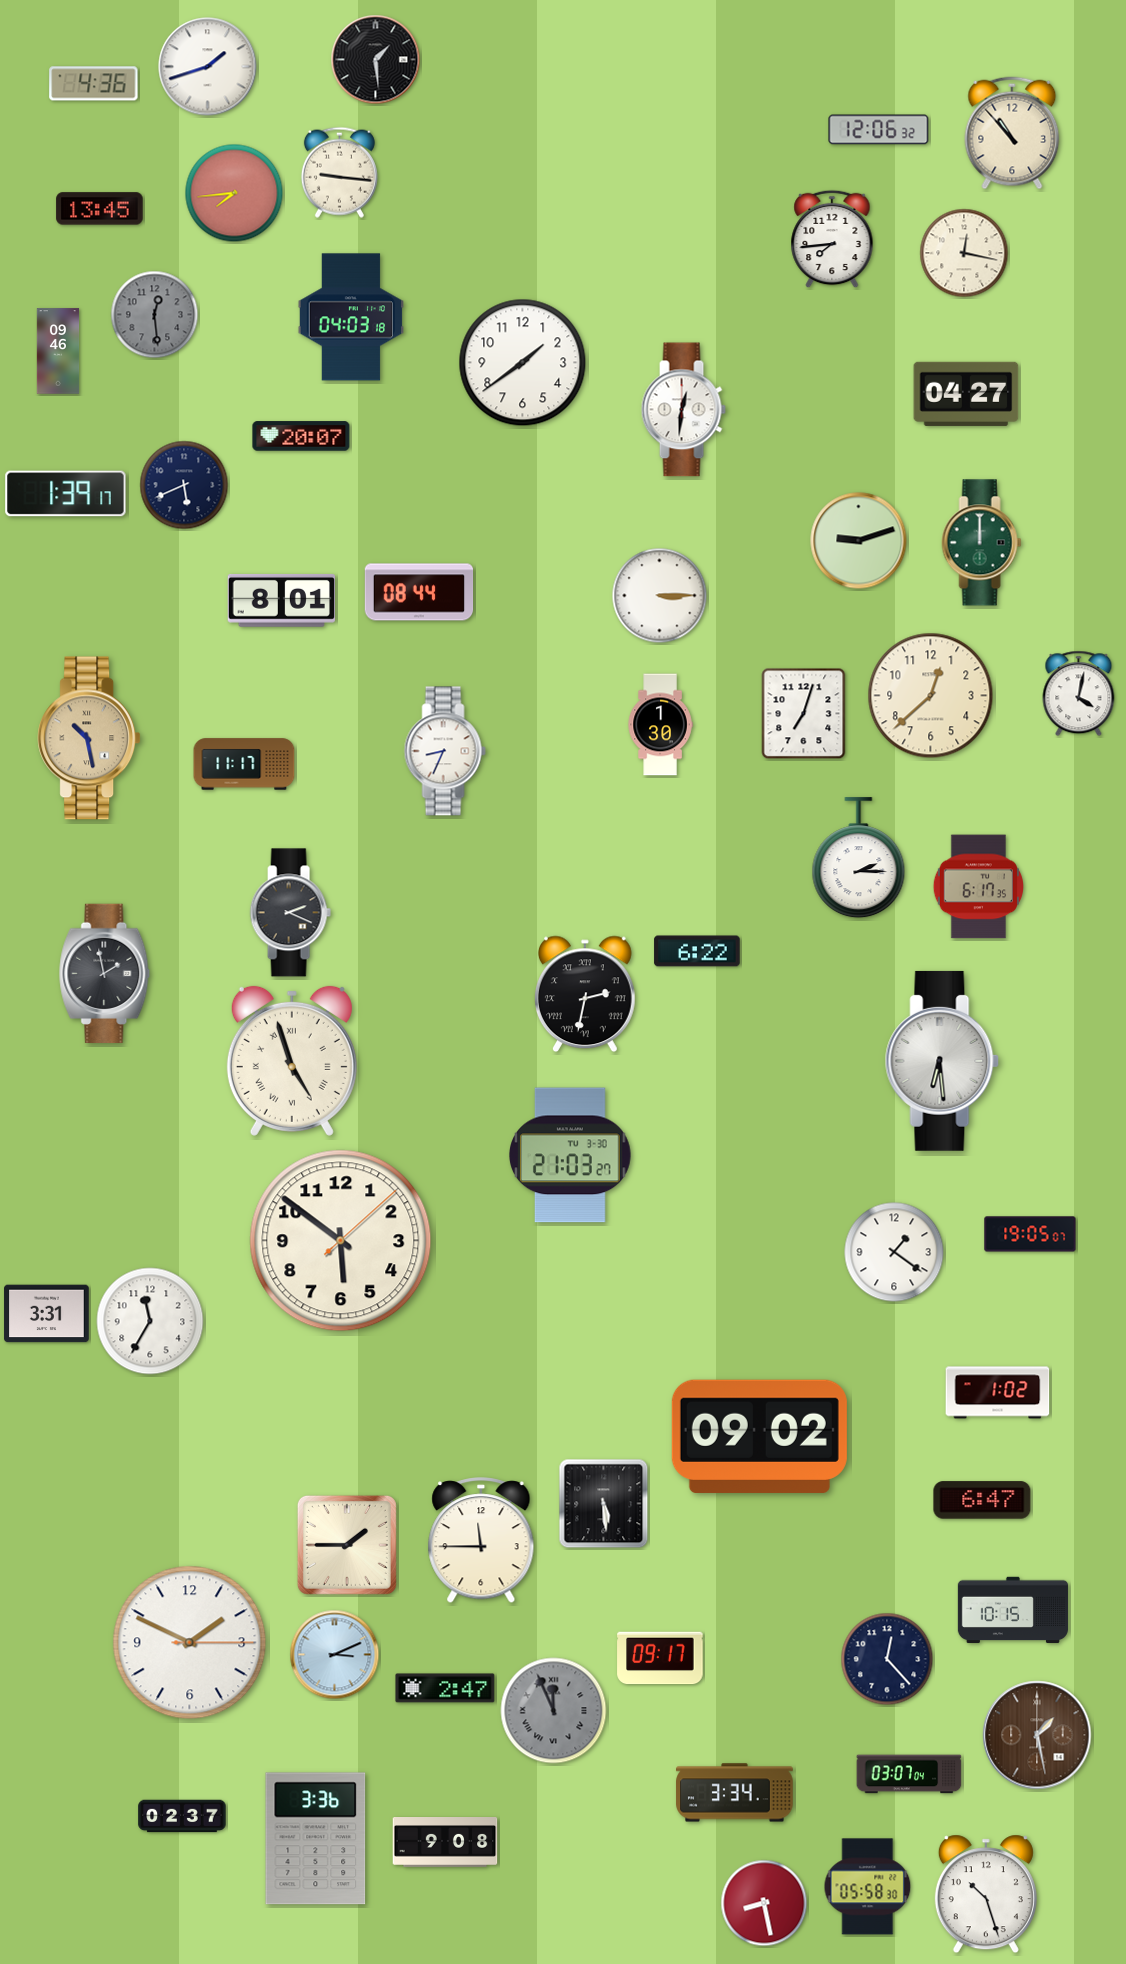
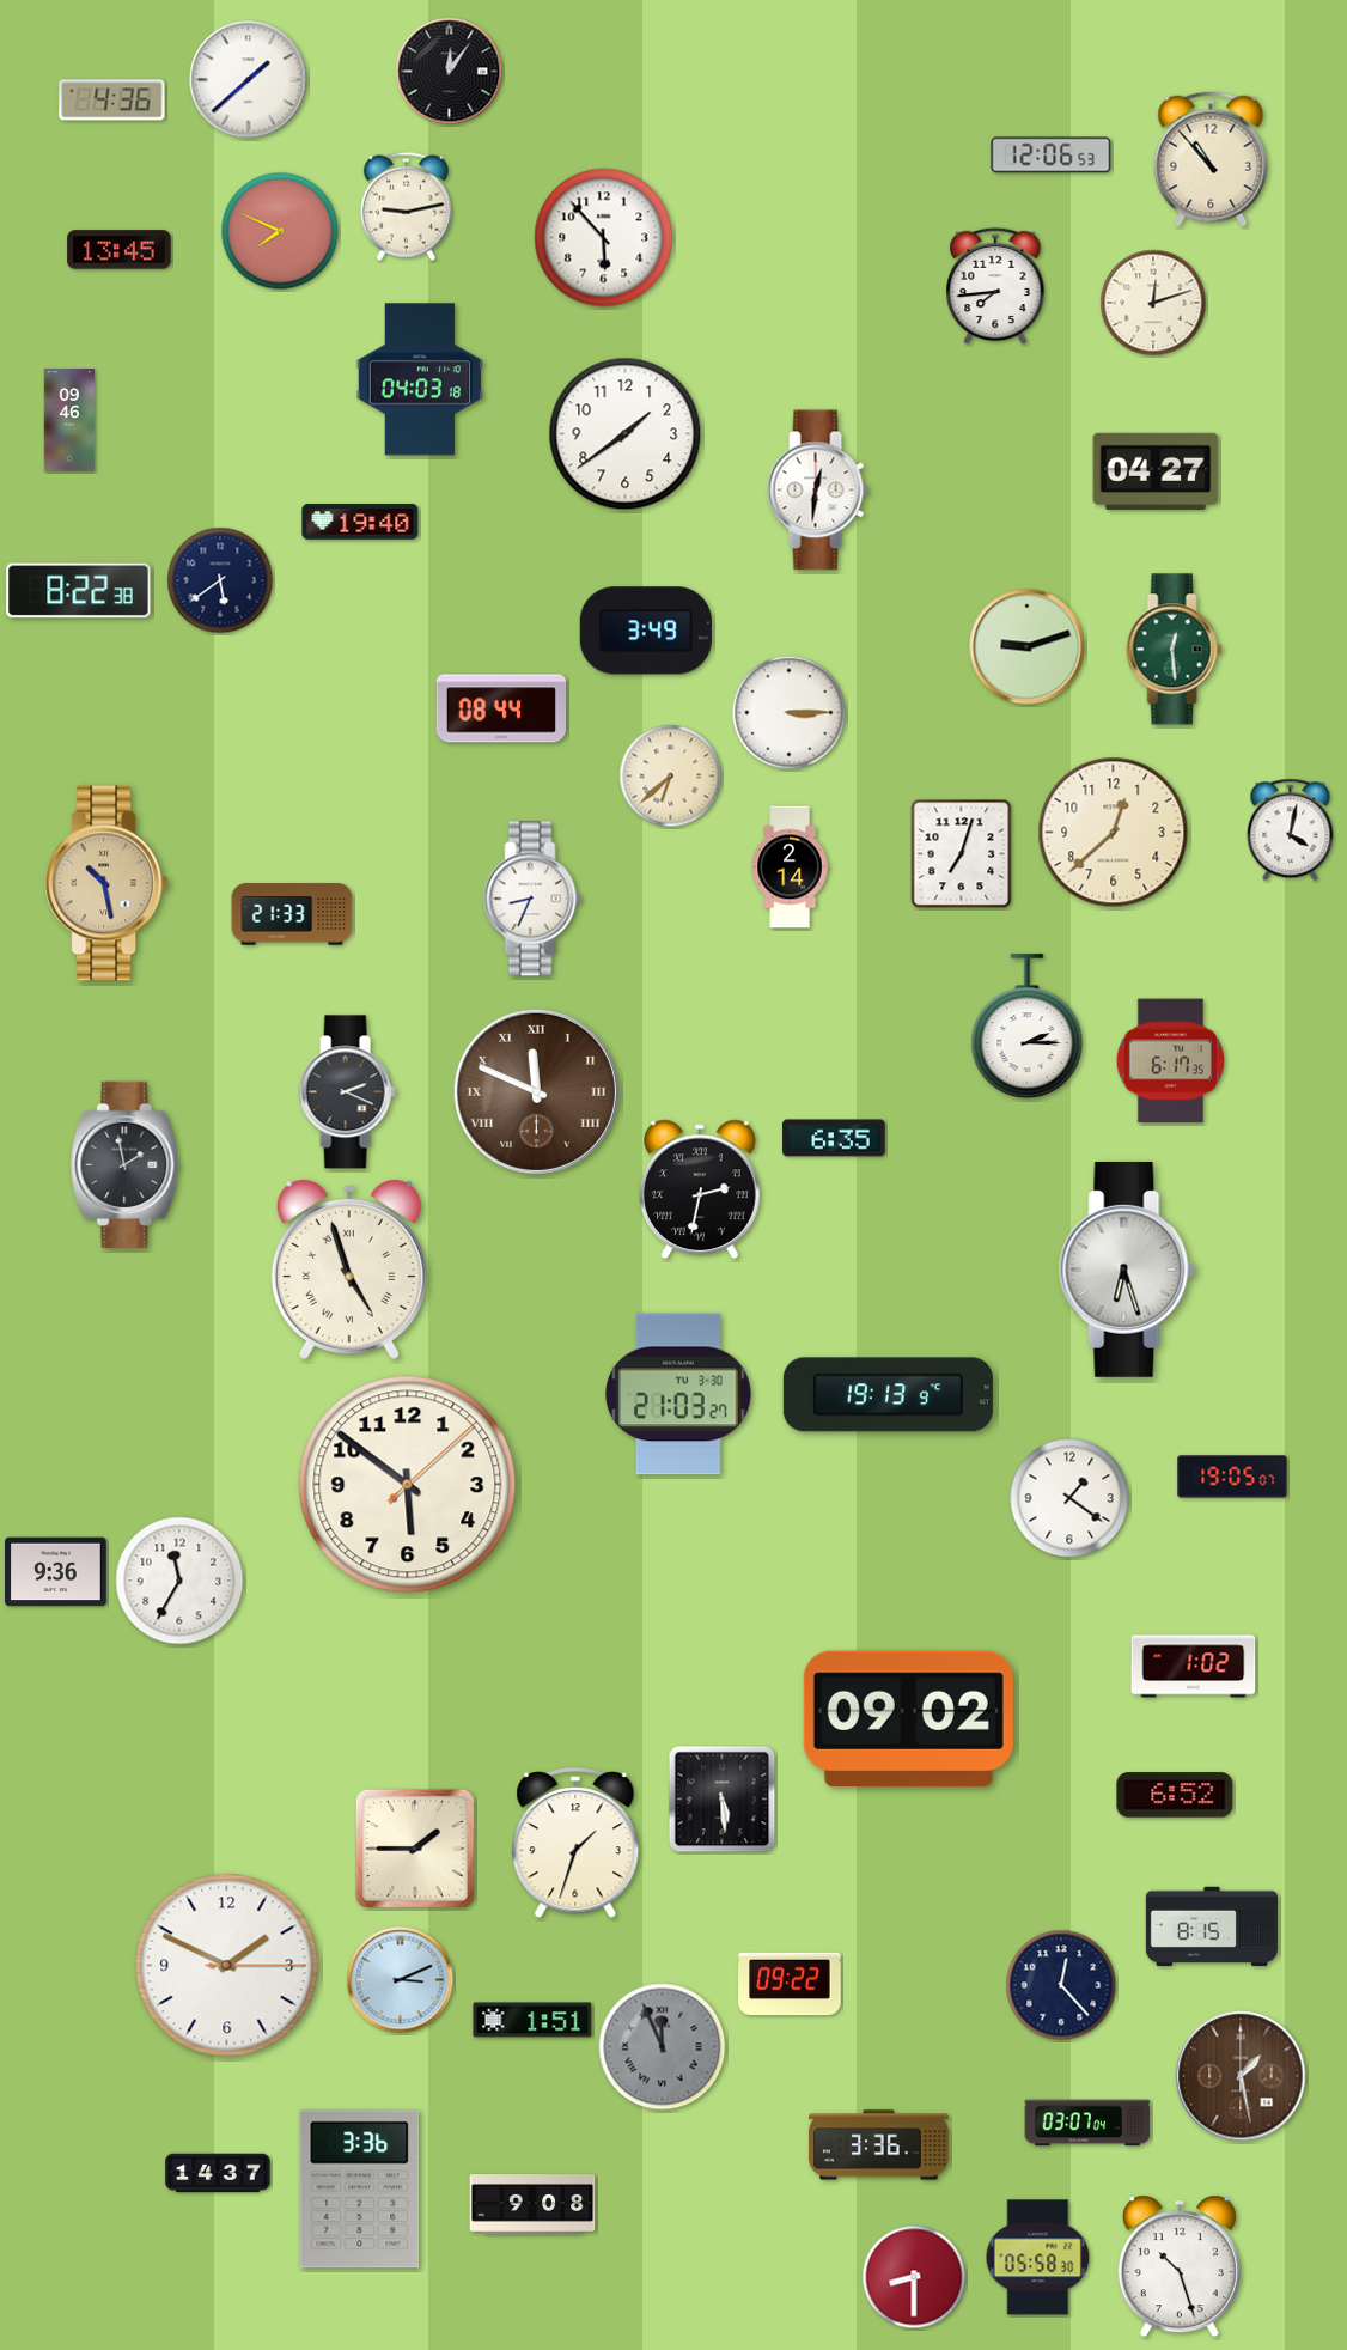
clock at (376, 60): 1:29 -> 12:06
clock at (208, 67): 1:42 -> 1:38
clock at (879, 130): 12:06:32 -> 12:06:53
clock at (339, 172): 9:16 -> 9:13
clock at (234, 193): 7:44 -> 7:49
clock at (604, 238): none -> 5:53
clock at (964, 253): 12:17 -> 12:12
clock at (155, 315): 12:29 -> none
clock at (301, 436): 20:07 -> 19:40
clock at (184, 485): 5:41 -> 5:39
clock at (66, 494): 1:39 -> 8:22
clock at (646, 631): none -> 3:49
clock at (982, 543): 12:00 -> 12:29
clock at (281, 600): 8:01 -> none
clock at (671, 777): none -> 6:38
clock at (660, 725): 1:30 -> 2:14
clock at (244, 764): 11:17 -> 21:33
clock at (536, 1091): none -> 11:49
clock at (697, 951): 6:22 -> 6:35
clock at (942, 1061): 6:29 -> 6:27
clock at (571, 1155) position: (571, 1155) -> (679, 1394)
clock at (888, 1395): none -> 19:13
clock at (47, 1314): 3:31 -> 9:36
clock at (982, 1500): 6:47 -> 6:52
clock at (481, 1541): 11:45 -> 1:33
clock at (1013, 1610): 10:15 -> 8:15
clock at (660, 1658): 09:17 -> 09:22
clock at (445, 1688): 2:47 -> 1:51
clock at (735, 1793): 3:34 -> 3:36
clock at (182, 1816): 02:37 -> 14:37
clock at (316, 1839) position: (316, 1839) -> (360, 2190)
clock at (764, 1903): 8:28 -> 8:30
